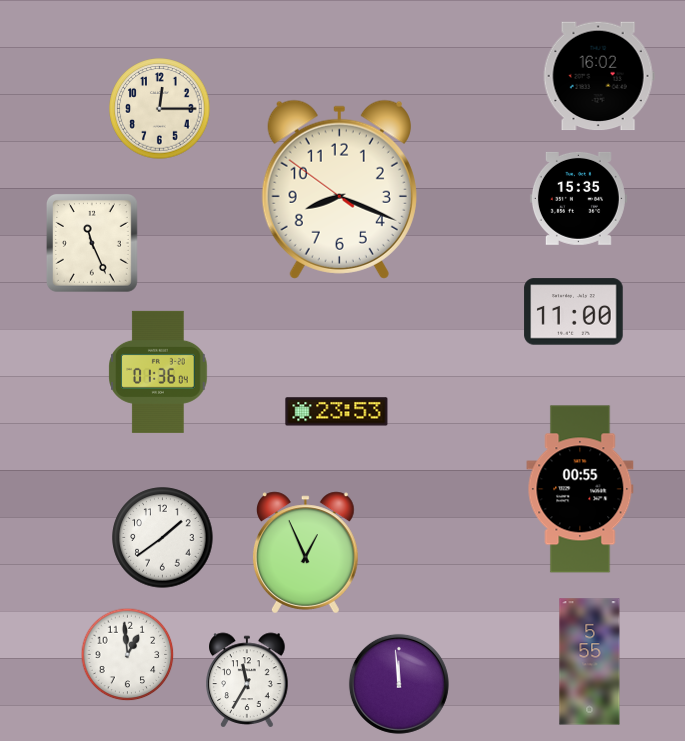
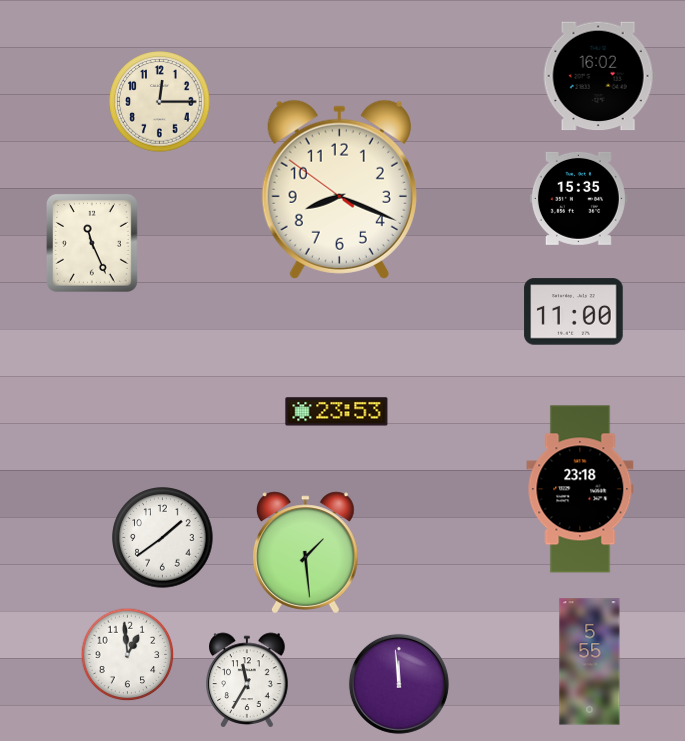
clock at (160, 109) position: (160, 109) -> (160, 102)
clock at (158, 372): 01:36 -> none
clock at (580, 489): 00:55 -> 23:18
clock at (305, 553): 12:56 -> 1:29
